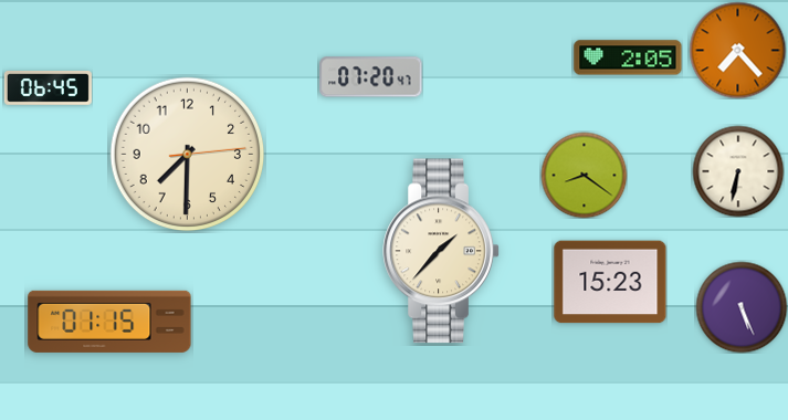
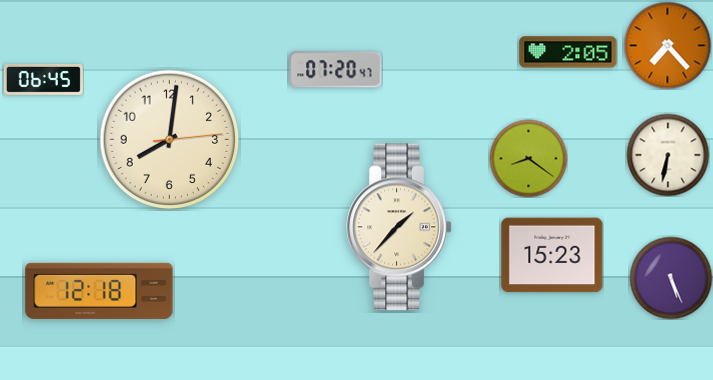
clock at (188, 155): 7:30 -> 8:01
clock at (109, 322): 01:15 -> 12:18
